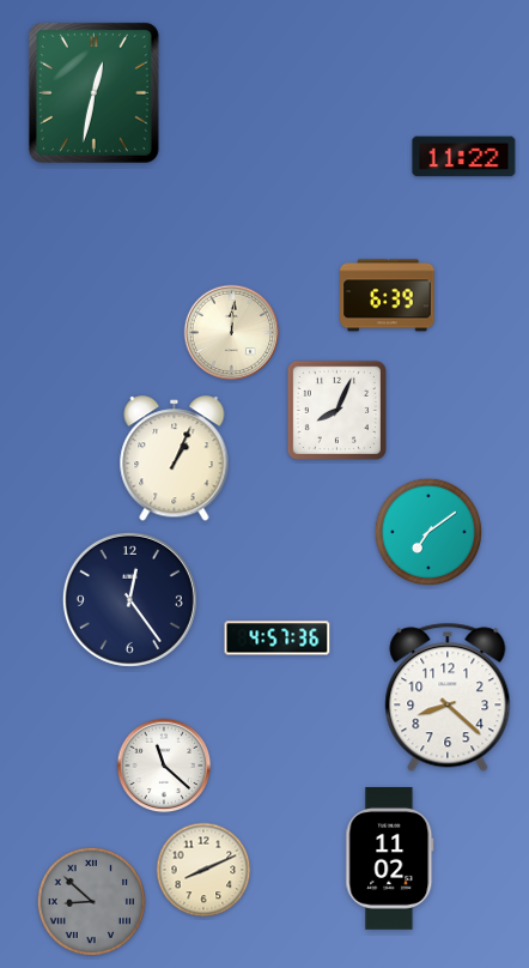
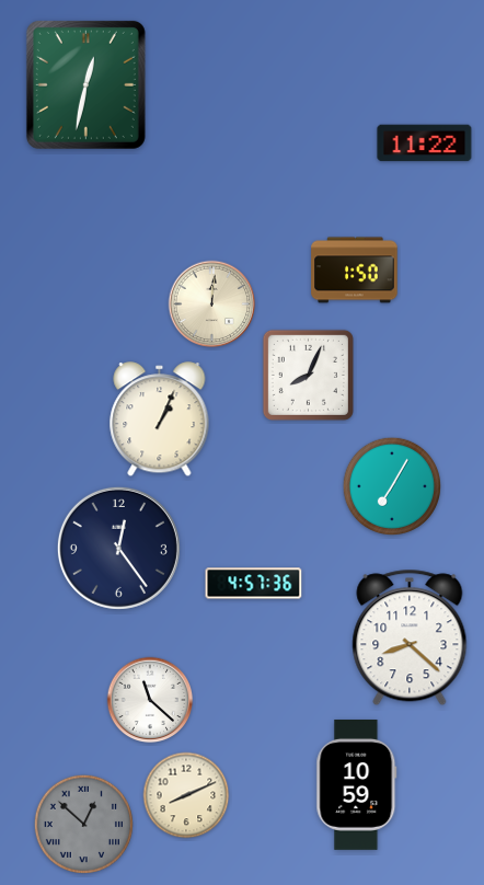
clock at (388, 296): 6:39 -> 1:50
clock at (427, 531): 7:09 -> 7:05
clock at (390, 858): 11:02 -> 10:59
clock at (91, 901): 8:52 -> 12:52
